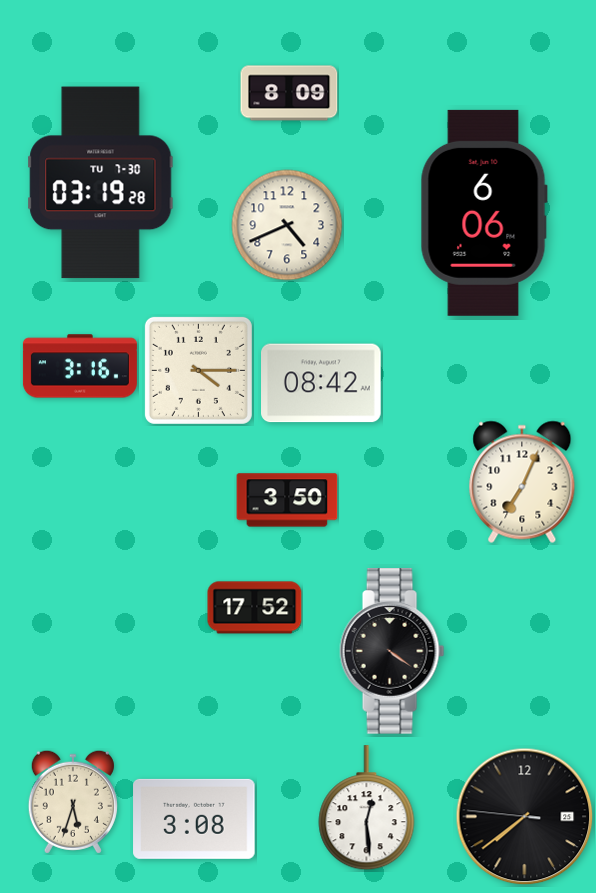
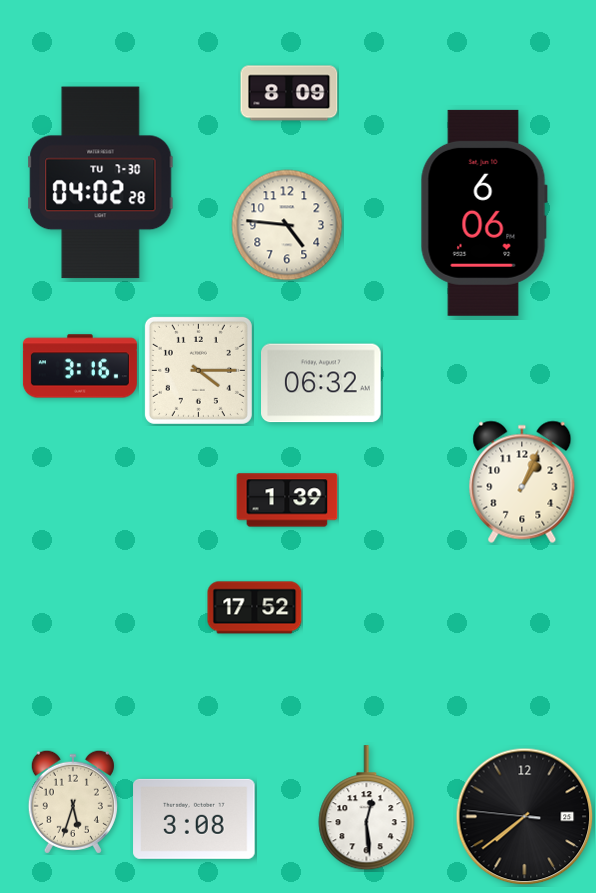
clock at (101, 183): 03:19 -> 04:02
clock at (287, 225): 4:41 -> 4:46
clock at (322, 383): 08:42 -> 06:32
clock at (522, 482): 7:04 -> 1:04
clock at (287, 500): 3:50 -> 1:39
clock at (392, 652): 4:21 -> none
